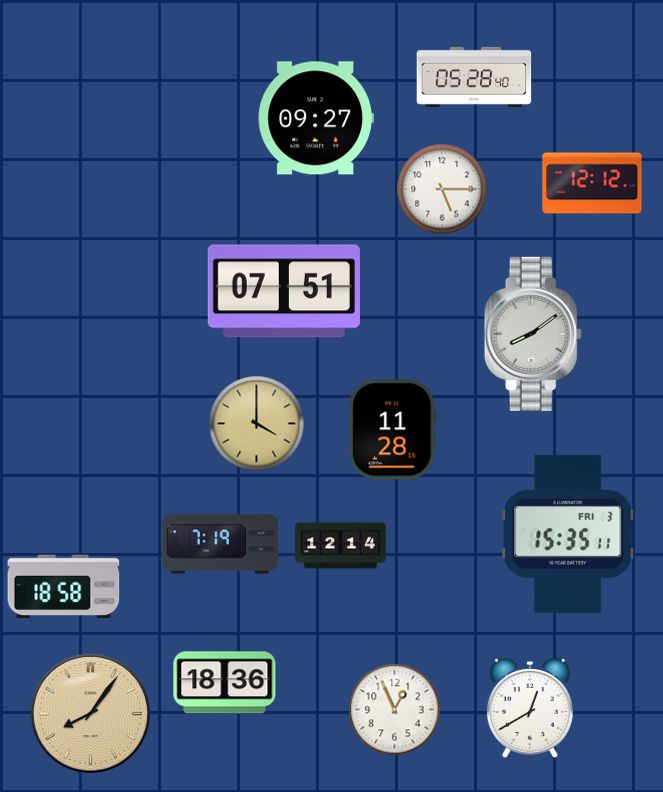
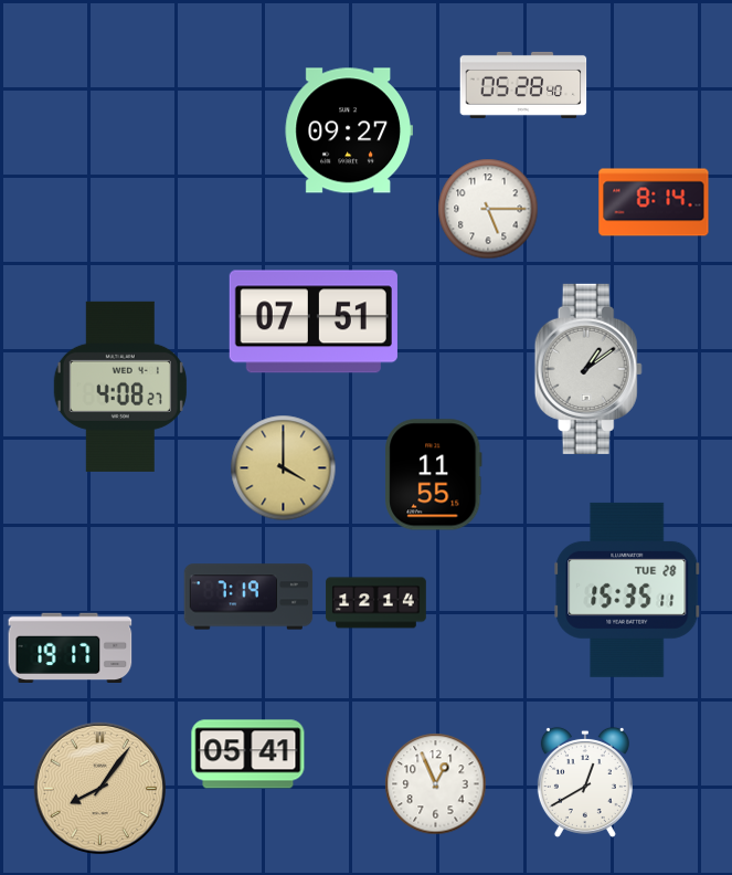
clock at (592, 183): 12:12 -> 8:14
clock at (533, 334): 8:09 -> 1:09
clock at (120, 387): none -> 4:08
clock at (393, 430): 11:28 -> 11:55
clock at (568, 534) date: FRI 3 -> TUE 28
clock at (220, 544) position: (220, 544) -> (248, 597)
clock at (64, 586): 18:58 -> 19:17
clock at (225, 683): 18:36 -> 05:41
